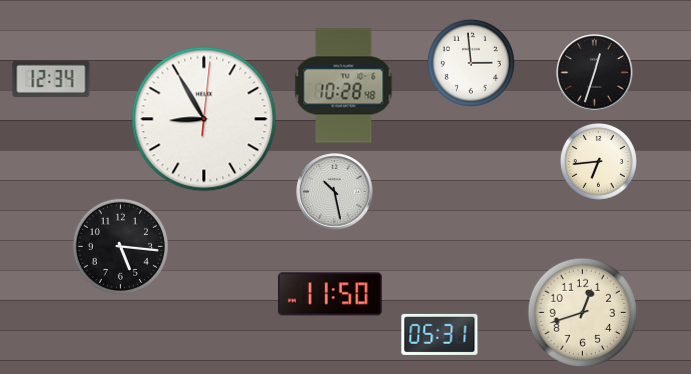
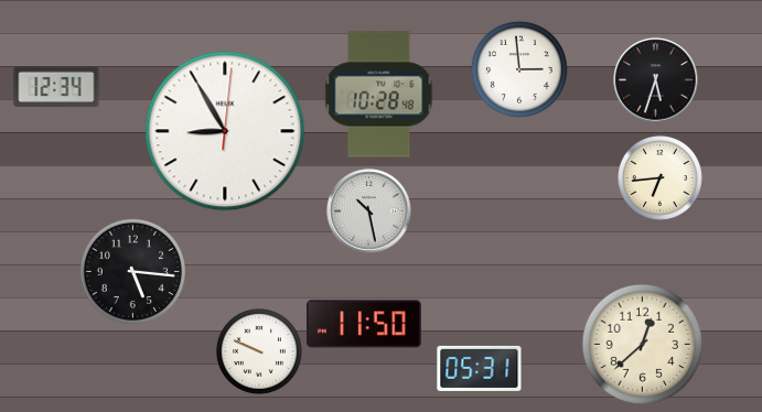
clock at (595, 73): 12:33 -> 5:33
clock at (583, 313): 12:42 -> 12:38
clock at (259, 351): none -> 9:49
clock at (440, 334) position: (440, 334) -> (480, 368)
